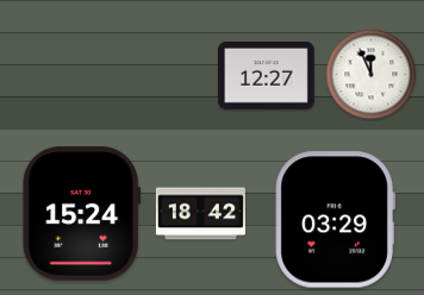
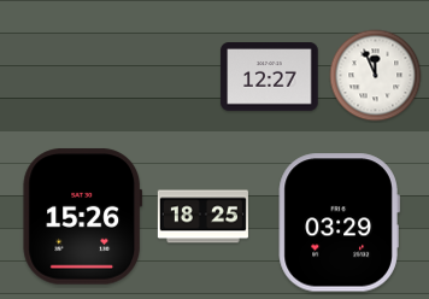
clock at (82, 214): 15:24 -> 15:26
clock at (200, 214): 18:42 -> 18:25
